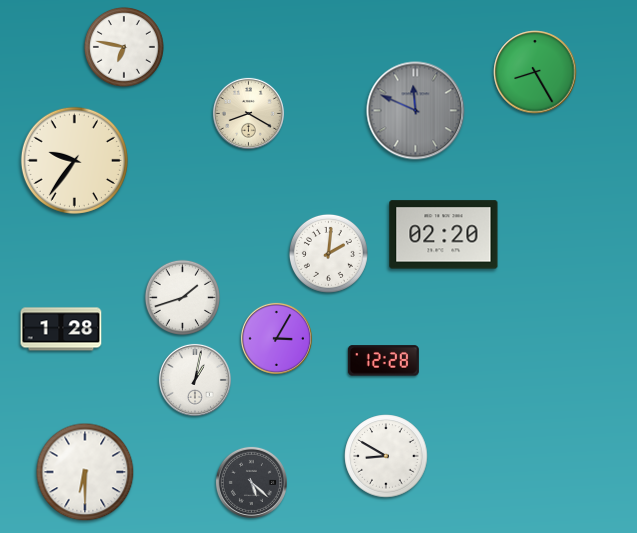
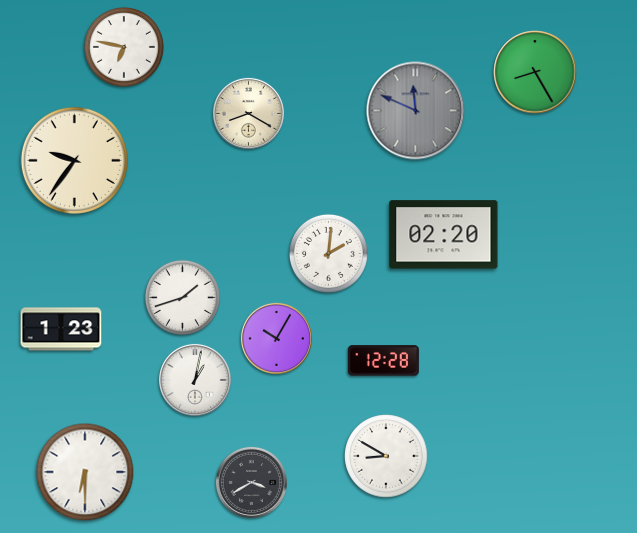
clock at (61, 329): 1:28 -> 1:23
clock at (276, 338): 3:05 -> 10:05
clock at (251, 482): 5:22 -> 3:40
